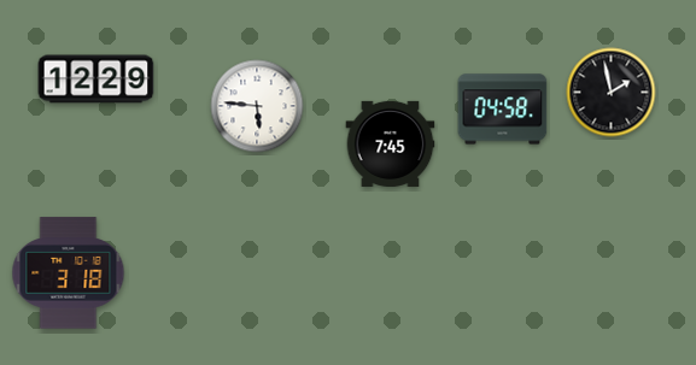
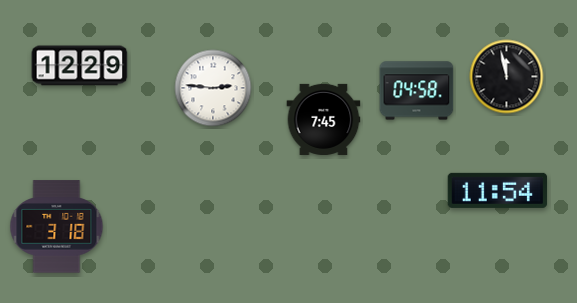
clock at (612, 93): 1:58 -> 11:58
clock at (257, 106): 5:46 -> 2:46
clock at (498, 190): none -> 11:54
